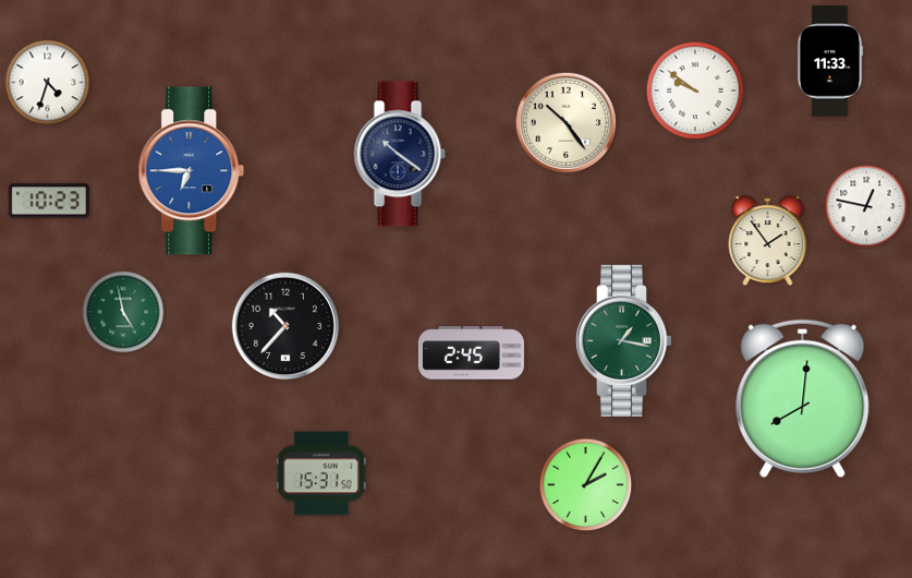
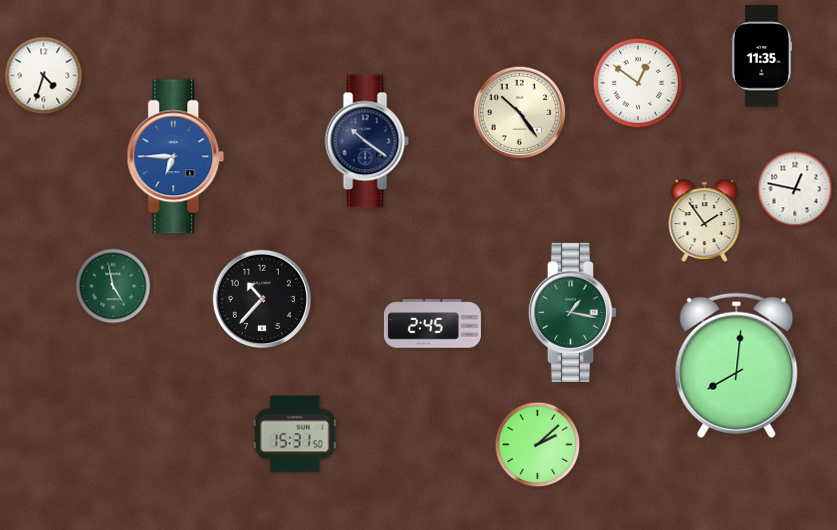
clock at (830, 61): 11:33 -> 11:35
clock at (695, 91): 9:51 -> 12:51
clock at (49, 201): 10:23 -> none
clock at (586, 485): 2:05 -> 2:08
